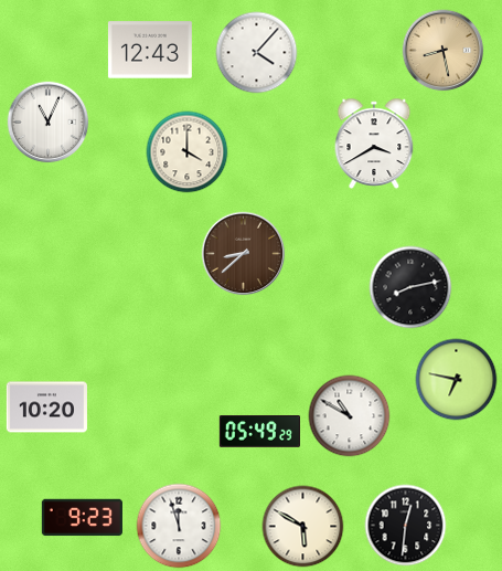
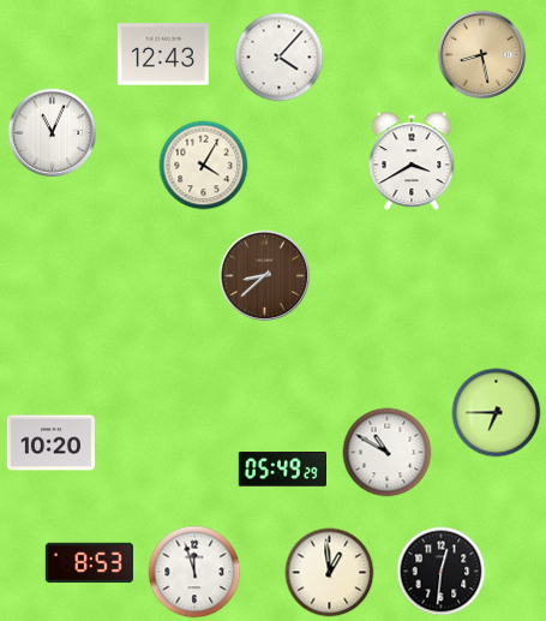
clock at (374, 144) position: (374, 144) -> (412, 161)
clock at (188, 152): 4:00 -> 4:05
clock at (410, 287): 8:13 -> none
clock at (457, 380): 6:47 -> 6:45
clock at (350, 416) position: (350, 416) -> (388, 453)
clock at (82, 518): 9:23 -> 8:53
clock at (303, 527): 5:50 -> 12:59
